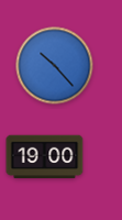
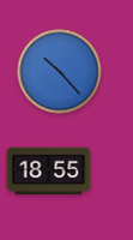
clock at (45, 157): 19:00 -> 18:55
